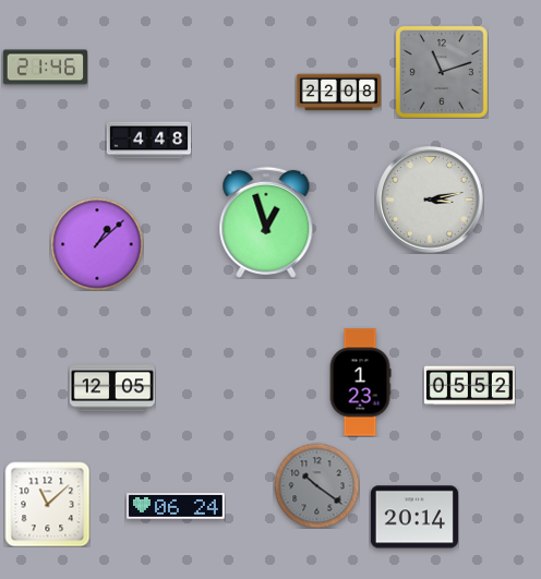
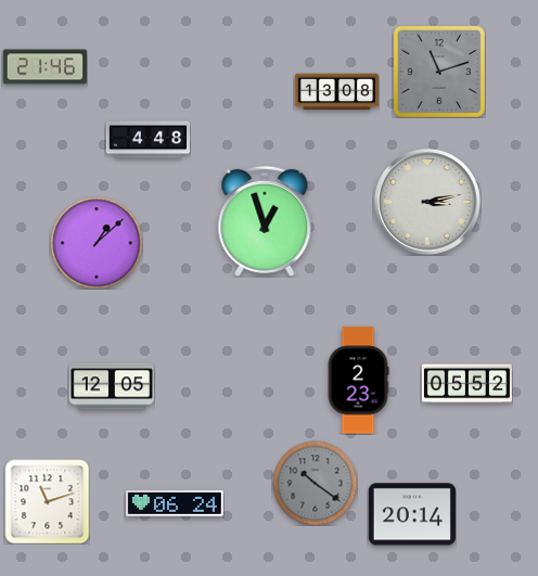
clock at (338, 93): 22:08 -> 13:08
clock at (430, 200) position: (430, 200) -> (427, 202)
clock at (360, 383): 1:23 -> 2:23
clock at (47, 504): 11:08 -> 11:12
